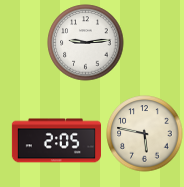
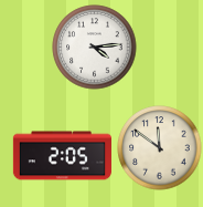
clock at (86, 43): 9:14 -> 4:14
clock at (145, 134): 5:47 -> 11:51
